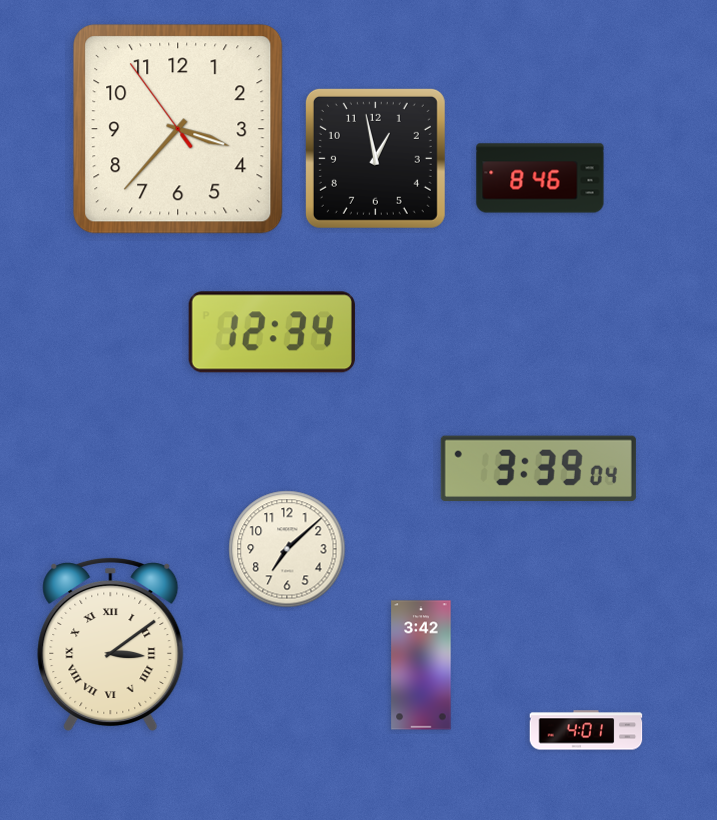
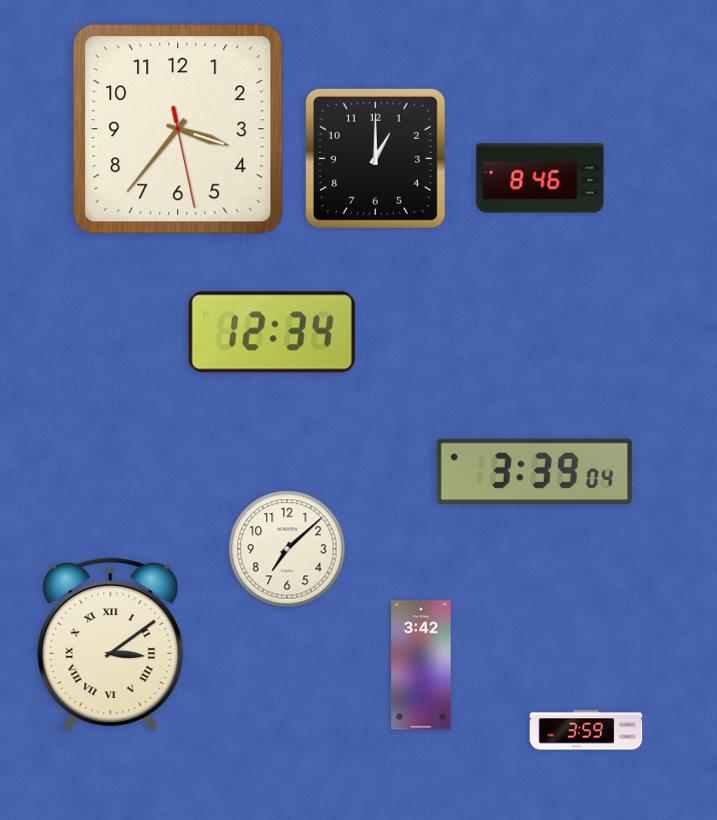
clock at (178, 129): 3:36:54 -> 3:36:28
clock at (375, 158): 12:58 -> 1:00
clock at (538, 469) position: (538, 469) -> (534, 472)
clock at (586, 730): 4:01 -> 3:59
